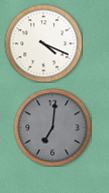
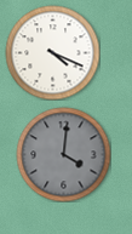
clock at (52, 127): 7:01 -> 4:01
